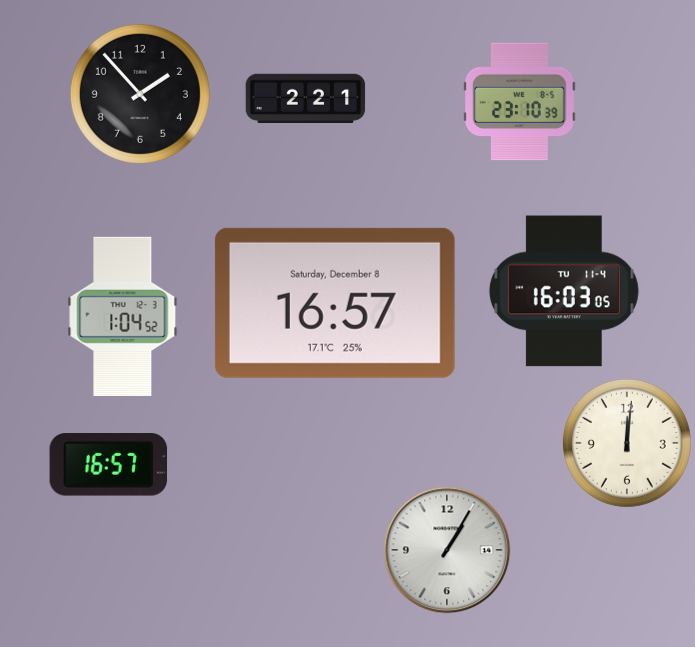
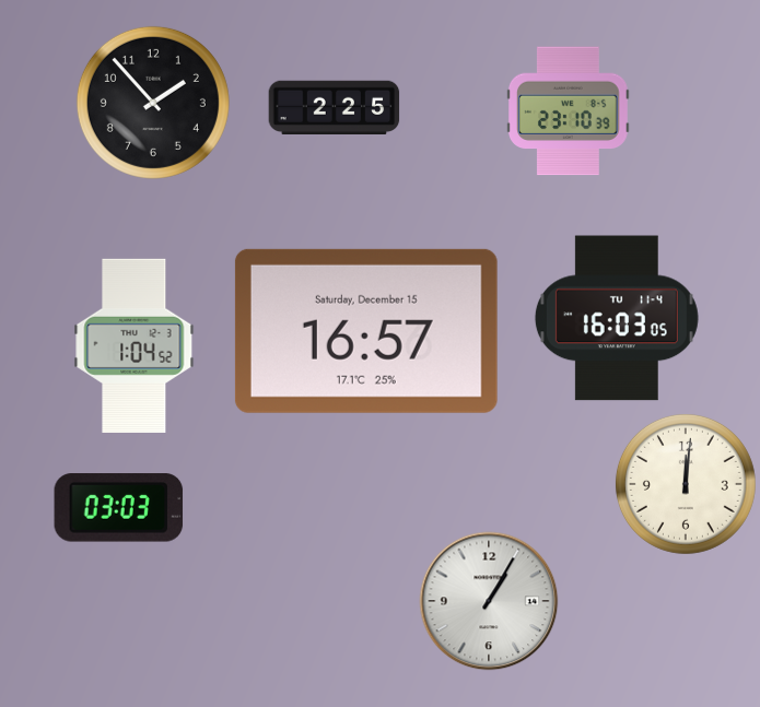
clock at (306, 98): 2:21 -> 2:25
clock at (335, 303) date: Saturday, December 8 -> Saturday, December 15
clock at (109, 465): 16:57 -> 03:03
